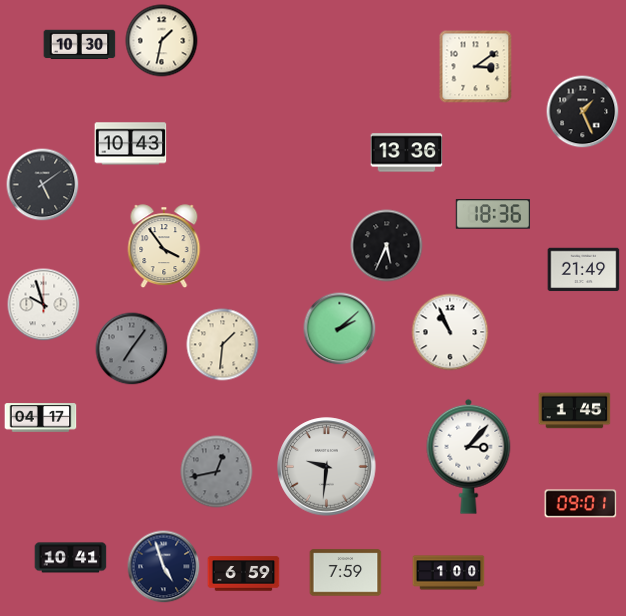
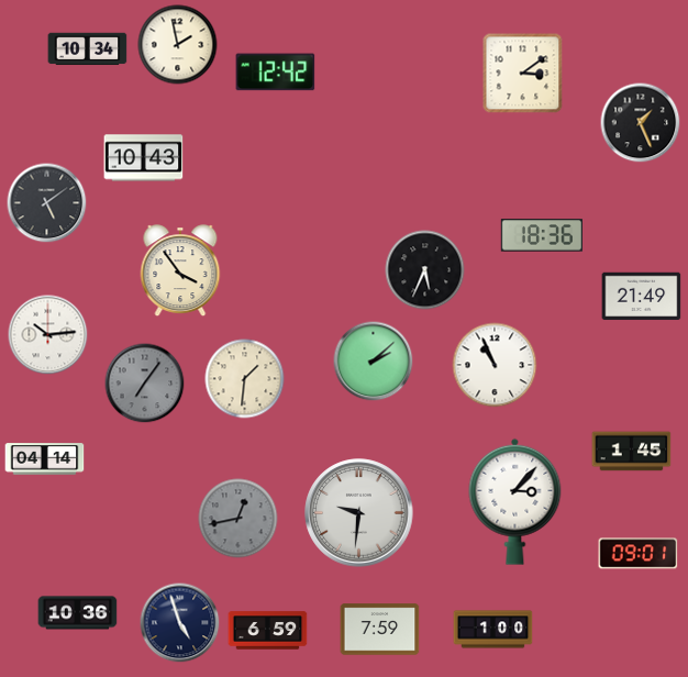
clock at (162, 41): 1:32 -> 1:58
clock at (80, 45): 10:30 -> 10:34
clock at (276, 73): none -> 12:42
clock at (407, 153): 13:36 -> none
clock at (44, 305): 9:57 -> 10:14
clock at (41, 418): 04:17 -> 04:14
clock at (71, 558): 10:41 -> 10:36
